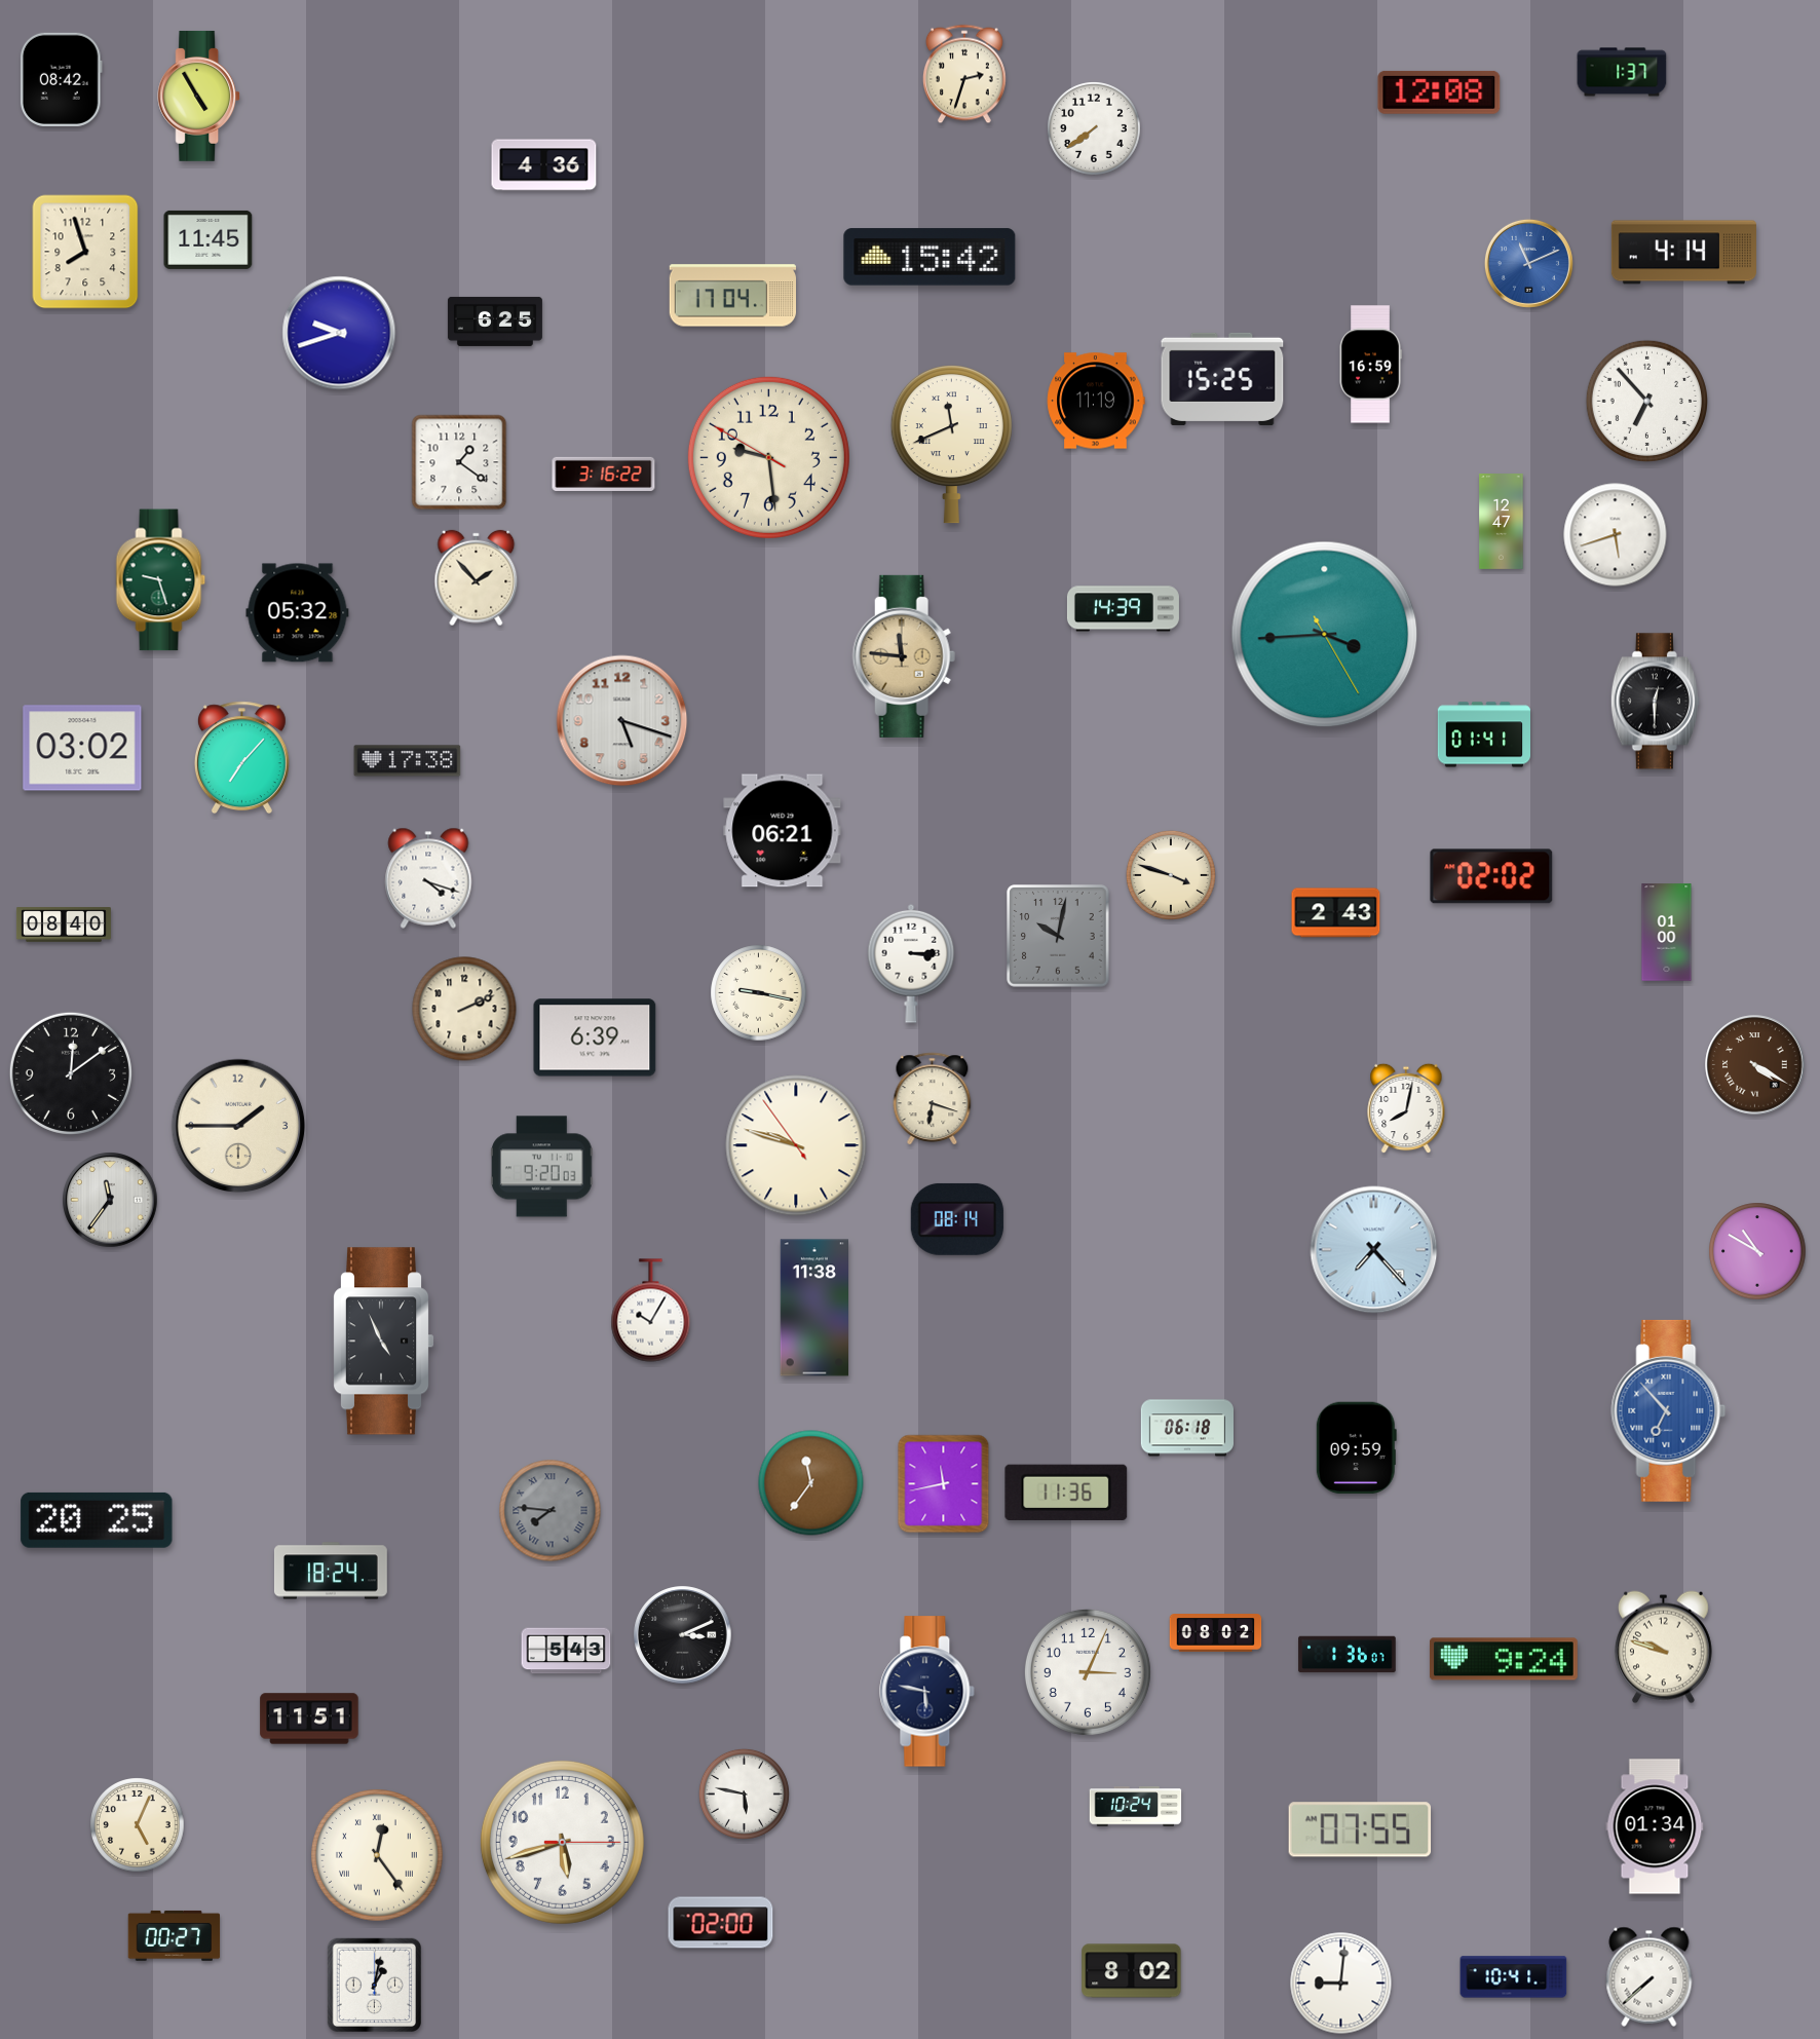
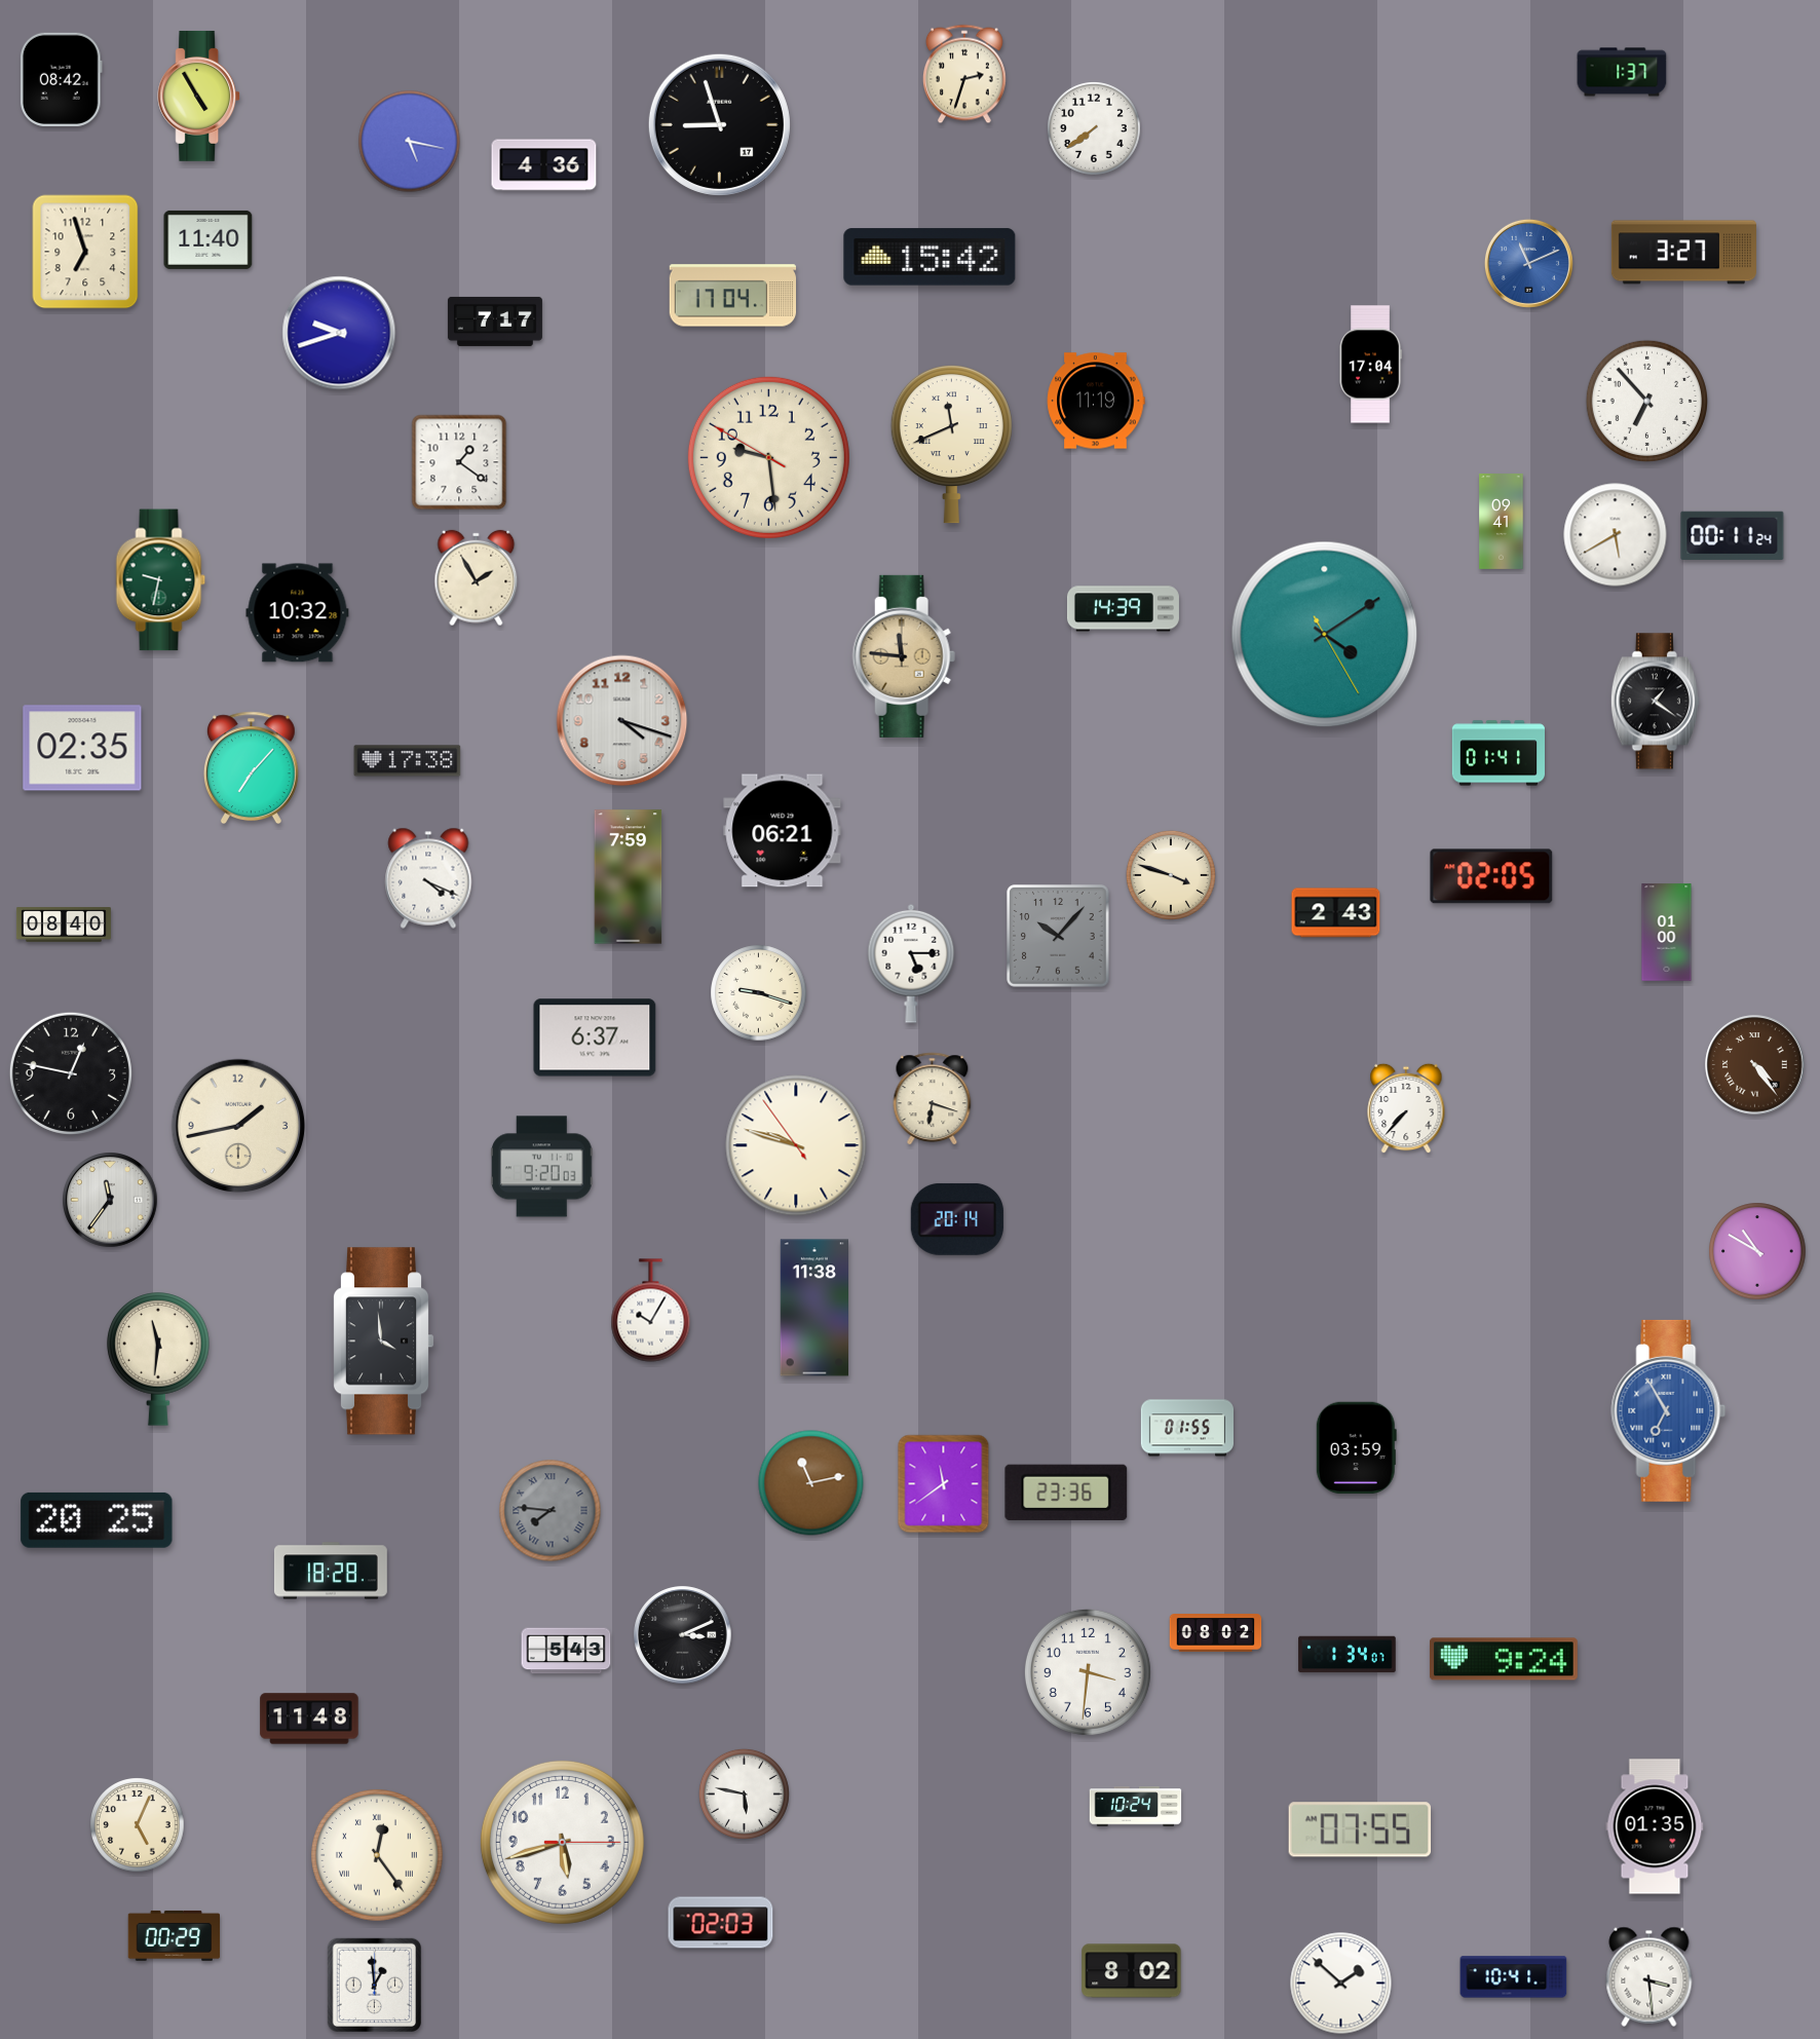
clock at (1439, 92): 12:08 -> none
clock at (719, 124): none -> 8:57
clock at (410, 142): none -> 5:17
clock at (208, 239): 11:45 -> 11:40
clock at (85, 252): 7:57 -> 6:57
clock at (1683, 253): 4:14 -> 3:27
clock at (495, 322): 6:25 -> 7:17
clock at (1370, 365): 16:59 -> 17:04
clock at (1222, 379): 15:25 -> none
clock at (604, 474): 3:16 -> none
clock at (1502, 522): 12:47 -> 09:41
clock at (1616, 535): 5:42 -> 5:40
clock at (1733, 535): none -> 00:11
clock at (477, 578): 1:53 -> 1:55
clock at (161, 580): 9:27 -> 9:32
clock at (298, 613): 05:32 -> 10:32
clock at (1325, 635): 3:44 -> 4:09
clock at (1655, 702): 12:30 -> 1:21
clock at (622, 721): 5:18 -> 4:18
clock at (1483, 734) position: (1483, 734) -> (1497, 753)
clock at (82, 748): 03:02 -> 02:35
clock at (241, 758) position: (241, 758) -> (251, 768)
clock at (1491, 876): 02:02 -> 02:05
clock at (629, 877): none -> 7:59
clock at (428, 878): 4:18 -> 4:19
clock at (1058, 936): 10:02 -> 10:07
clock at (911, 964): 3:15 -> 5:15
clock at (759, 993): 9:17 -> 9:18
clock at (464, 1009): 2:11 -> none
clock at (595, 1037): 6:39 -> 6:37
clock at (1755, 1065): 4:20 -> 4:24
clock at (71, 1073): 12:09 -> 12:47
clock at (1406, 1108): 8:02 -> 7:37
clock at (238, 1126): 1:45 -> 1:43
clock at (957, 1219): 08:14 -> 20:14
clock at (1374, 1250): 7:23 -> none
clock at (383, 1342): 4:56 -> 3:59
clock at (158, 1359): none -> 11:31
clock at (1669, 1410): 6:53 -> 6:55
clock at (1186, 1428): 06:18 -> 01:55
clock at (1356, 1448): 09:59 -> 03:59
clock at (811, 1483): 11:36 -> 11:13
clock at (944, 1484): 11:43 -> 11:39
clock at (1066, 1493): 11:36 -> 23:36
clock at (331, 1571): 18:24 -> 18:28
clock at (1663, 1648): 9:48 -> none
clock at (1348, 1655): 1:36 -> 1:34
clock at (1088, 1672): 3:04 -> 3:31
clock at (927, 1692): 5:47 -> none
clock at (309, 1719): 11:51 -> 11:48
clock at (1655, 1826): 01:34 -> 01:35
clock at (721, 1923): 02:00 -> 02:03
clock at (175, 1935): 00:27 -> 00:29
clock at (1650, 1976): 7:38 -> 3:29
clock at (1341, 1984): 9:01 -> 1:52
clock at (375, 1986): 1:02 -> 12:59
